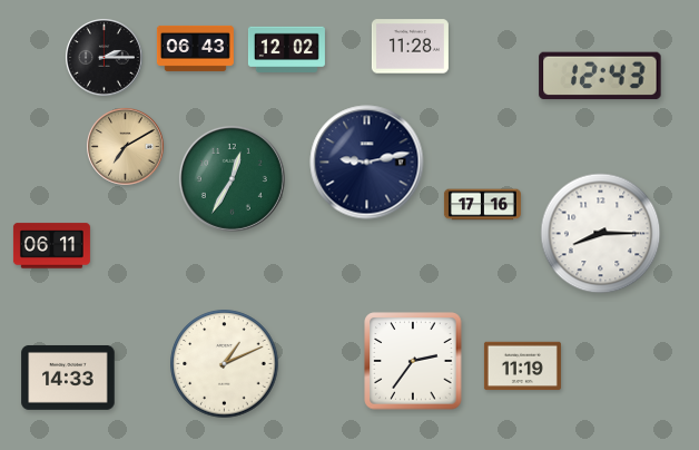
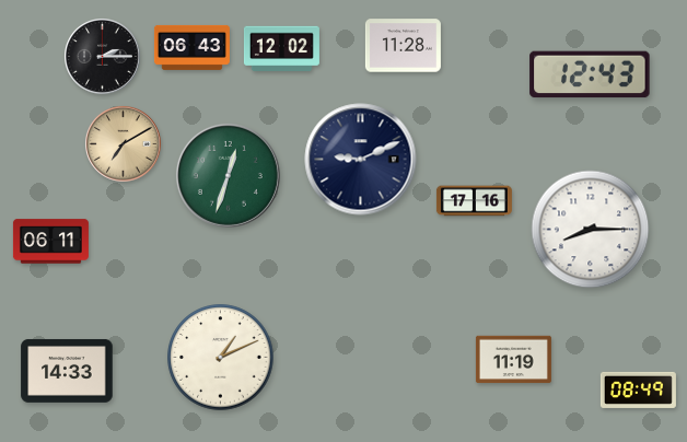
clock at (367, 163): 9:13 -> 9:11
clock at (232, 178): 12:35 -> 12:33
clock at (413, 361): 2:36 -> none
clock at (638, 389): none -> 08:49
